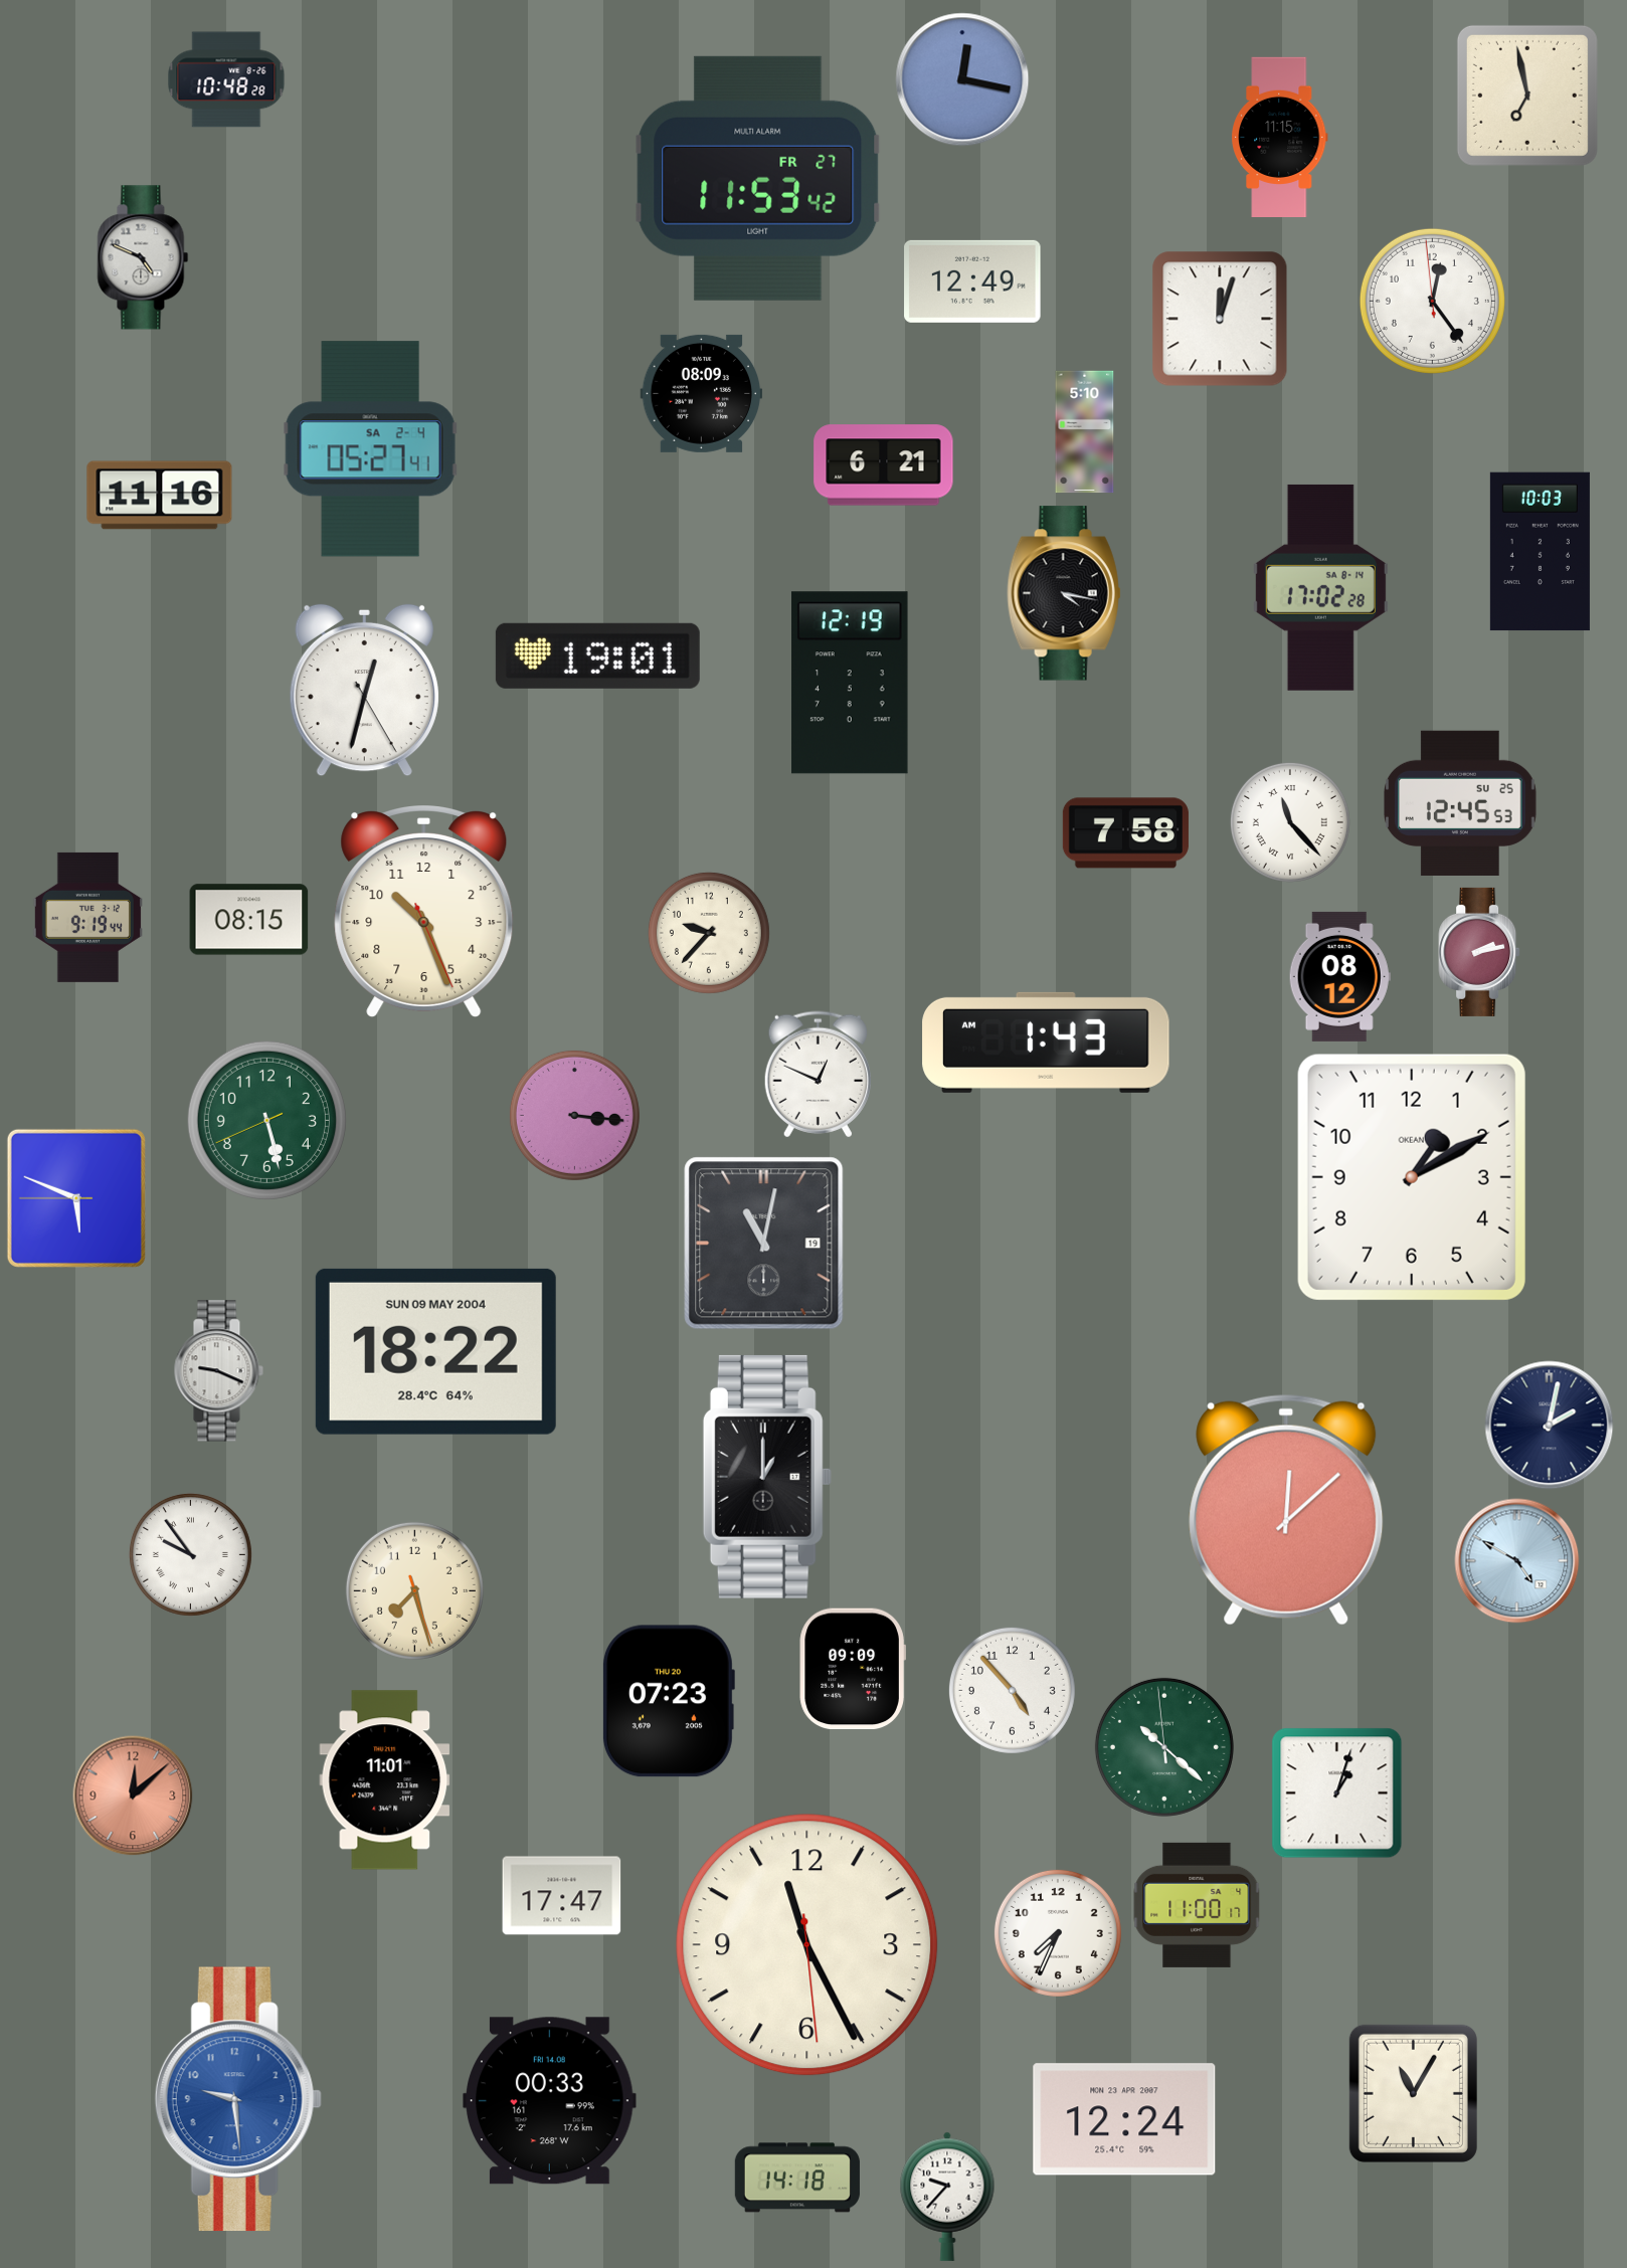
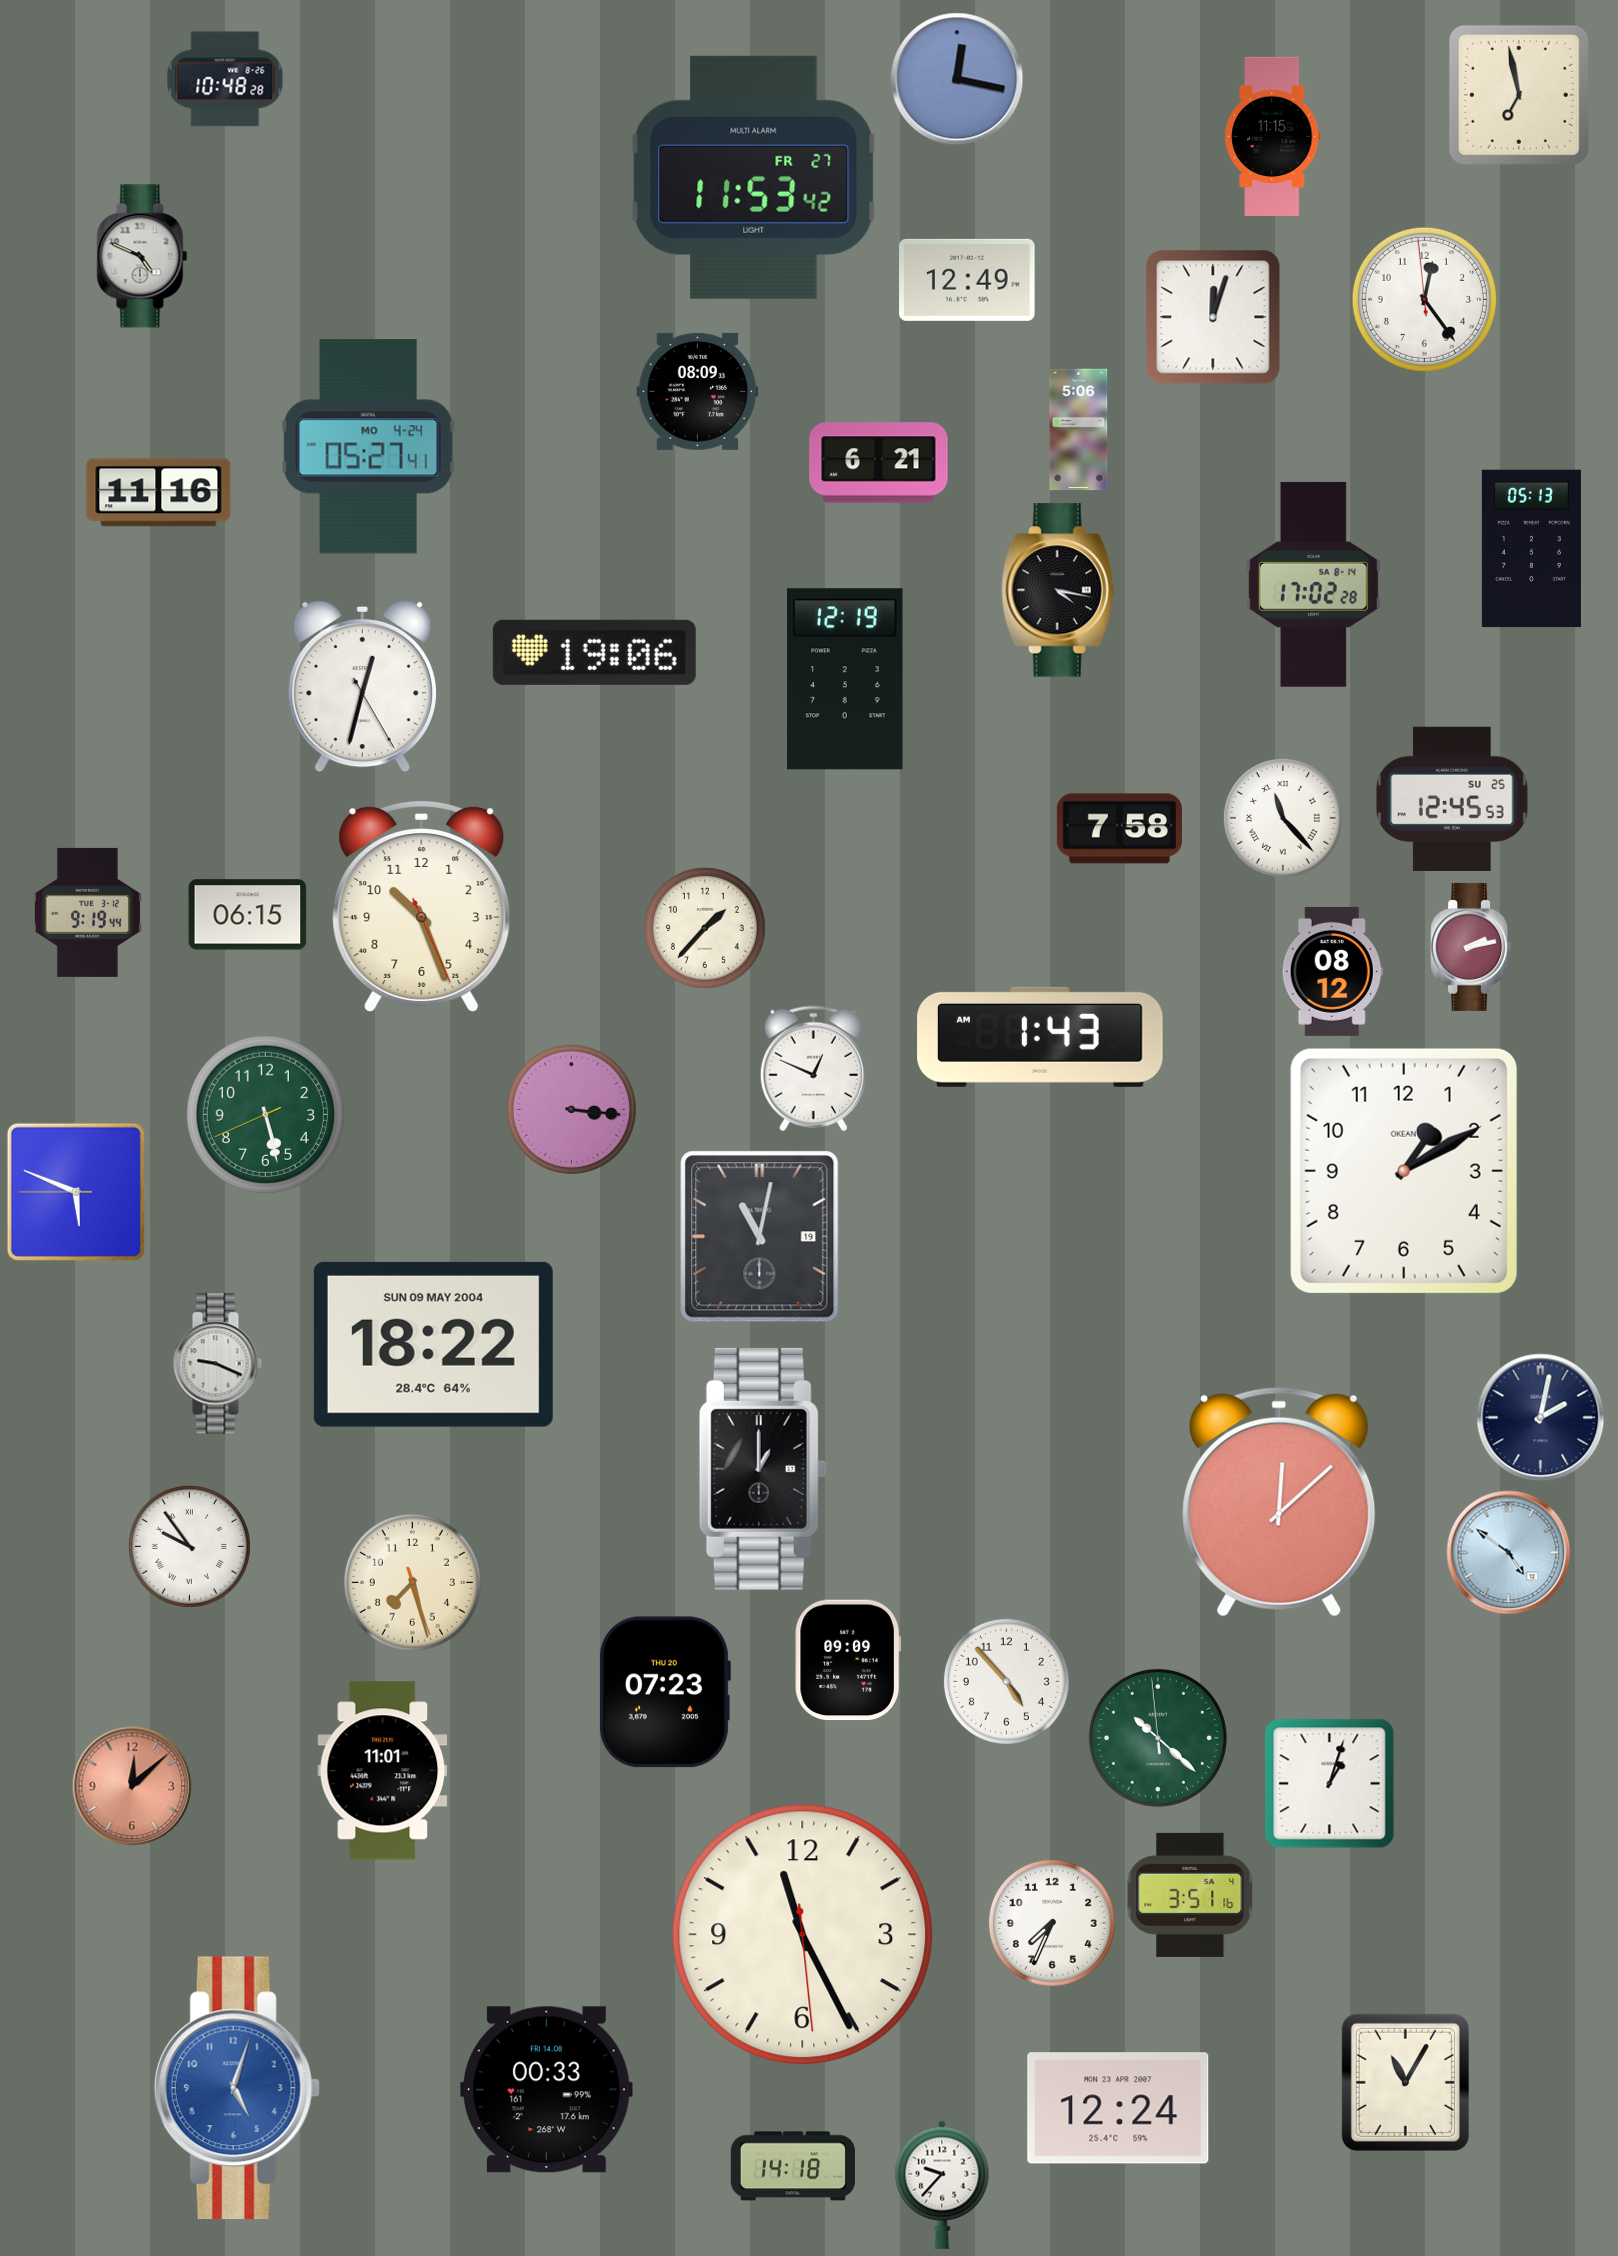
clock at (1085, 432): 5:10 -> 5:06
clock at (370, 449) date: SA 2-4 -> MO 4-24
clock at (1540, 552): 10:03 -> 05:13
clock at (597, 655): 19:01 -> 19:06
clock at (249, 920): 08:15 -> 06:15
clock at (709, 933): 9:37 -> 1:37
clock at (1517, 1561): 4:50 -> 4:51
clock at (562, 1896): 17:47 -> none
clock at (1197, 1905): 11:00 -> 3:51
clock at (238, 2099): 9:29 -> 5:03
